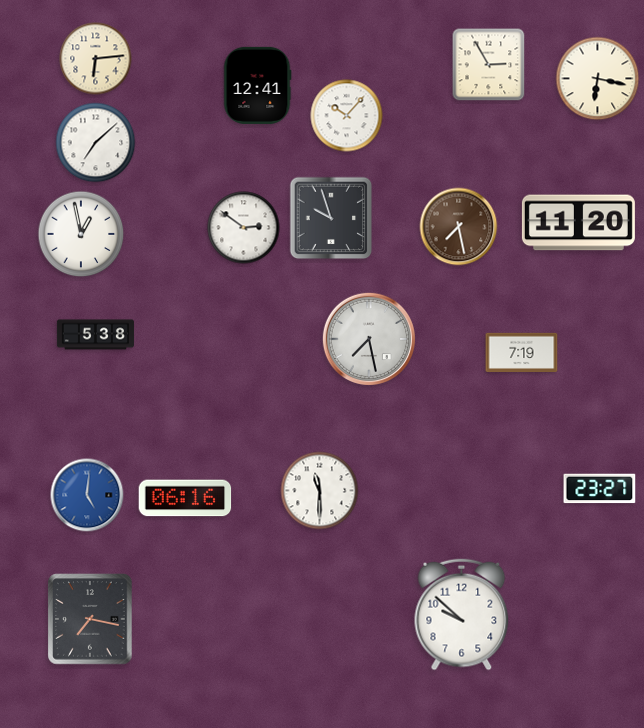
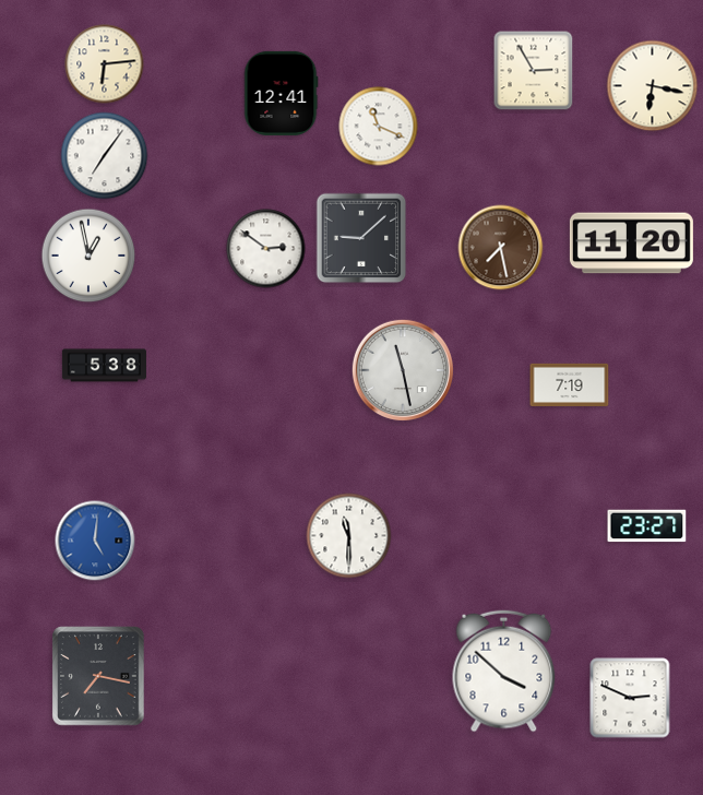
clock at (347, 116): 10:07 -> 11:19
clock at (96, 143): 7:08 -> 7:06
clock at (331, 218): 9:57 -> 9:08
clock at (369, 339): 7:28 -> 11:28
clock at (600, 489) position: (600, 489) -> (647, 526)
clock at (185, 498): 06:16 -> none
clock at (462, 615): 9:52 -> 3:52
clock at (630, 698): none -> 2:49
